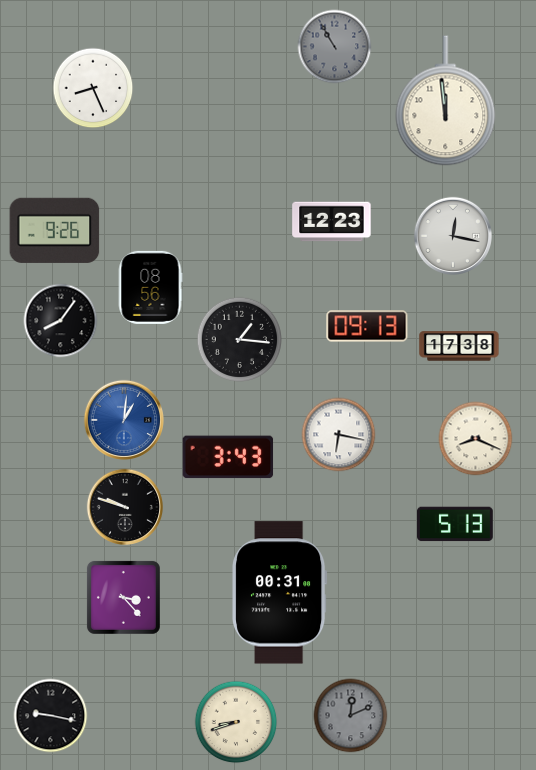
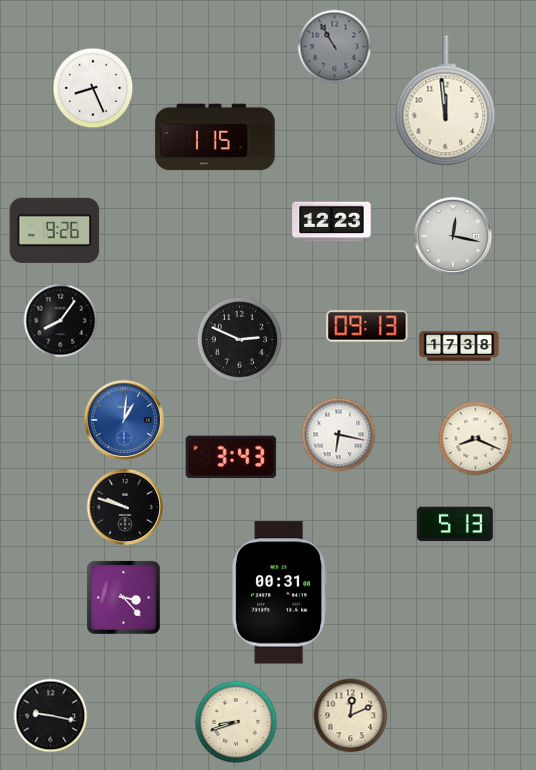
clock at (215, 137): none -> 1:15
clock at (150, 287): 08:56 -> none
clock at (240, 340): 1:16 -> 2:49
clock at (228, 457) position: (228, 457) -> (231, 457)
clock at (351, 716) dial: grey -> cream
